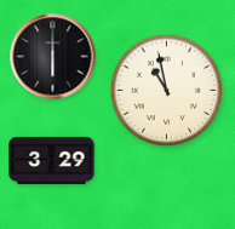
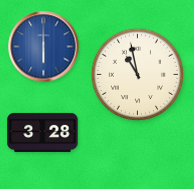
clock at (53, 57) dial: black -> blue
clock at (52, 160): 3:29 -> 3:28
